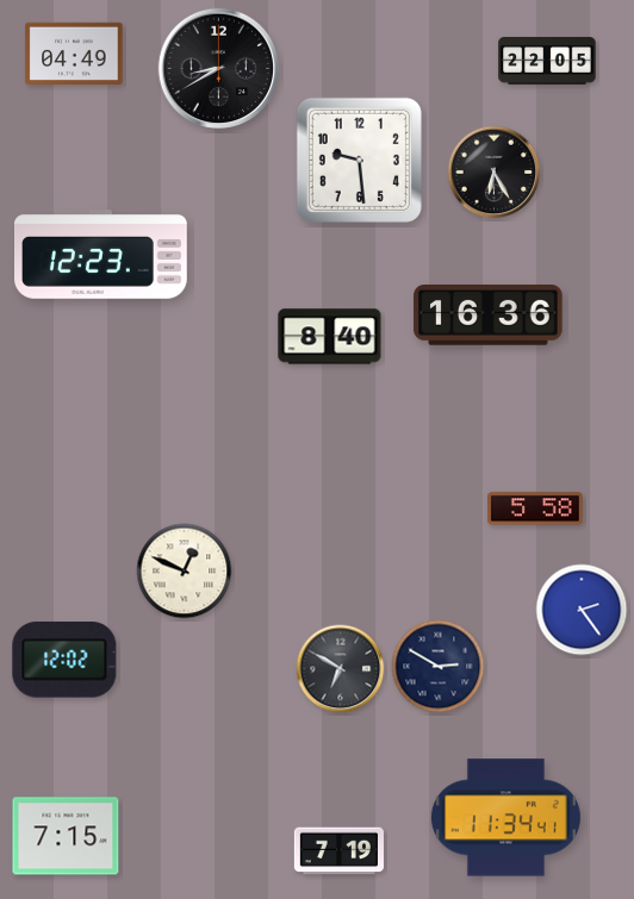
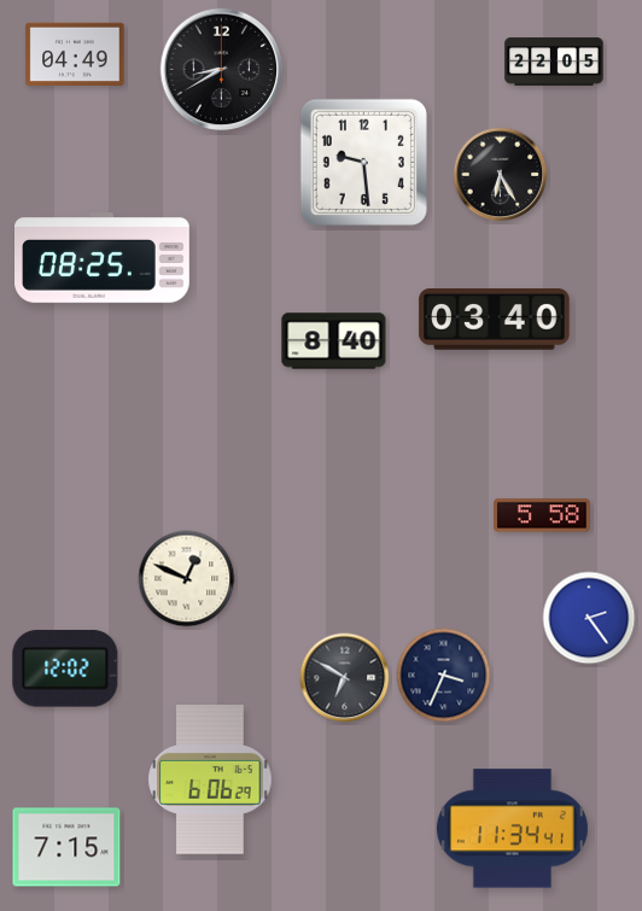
clock at (101, 255): 12:23 -> 08:25
clock at (489, 316): 16:36 -> 03:40
clock at (439, 667): 2:50 -> 3:34
clock at (210, 779): none -> 6:06
clock at (338, 851): 7:19 -> none
